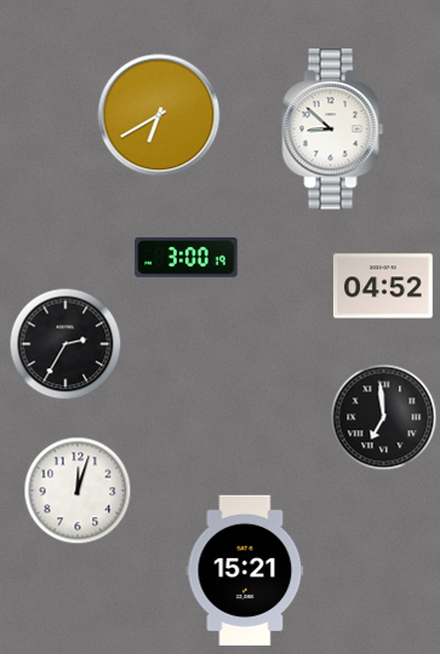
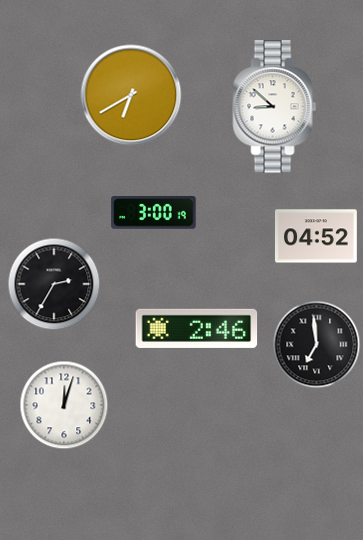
clock at (197, 328): none -> 2:46
clock at (245, 570): 15:21 -> none
